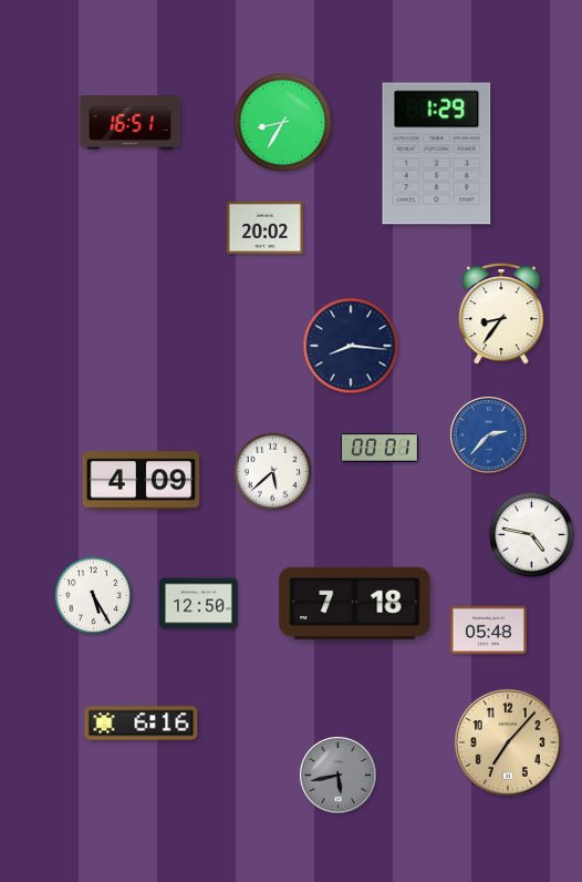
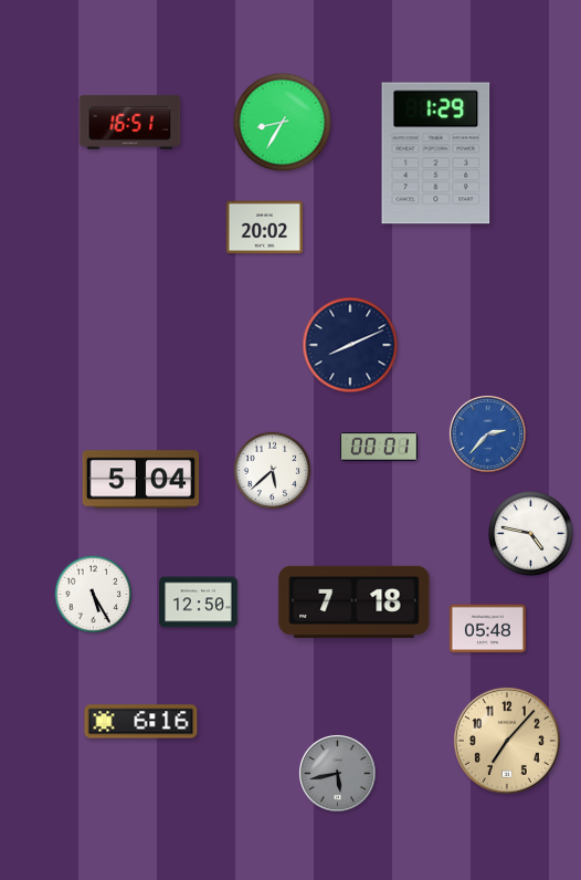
clock at (501, 314): 8:36 -> none
clock at (351, 346): 8:16 -> 8:11
clock at (142, 481): 4:09 -> 5:04
